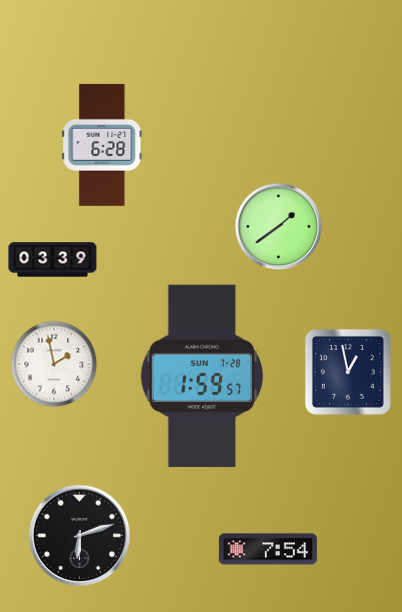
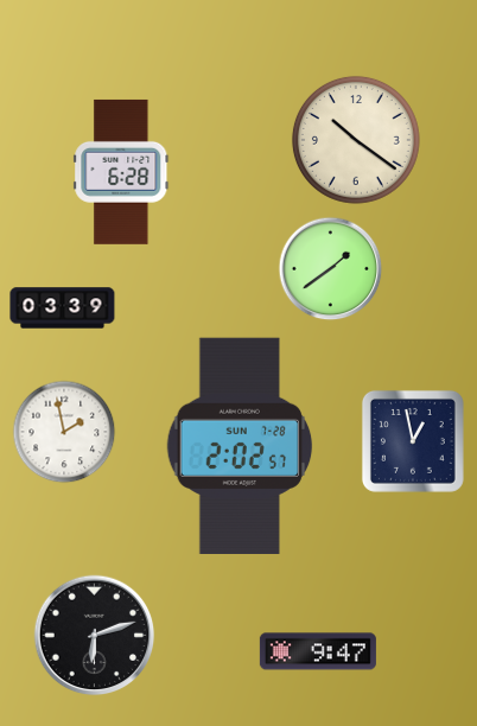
clock at (356, 140): none -> 10:21
clock at (202, 375): 1:59 -> 2:02
clock at (268, 549): 7:54 -> 9:47
